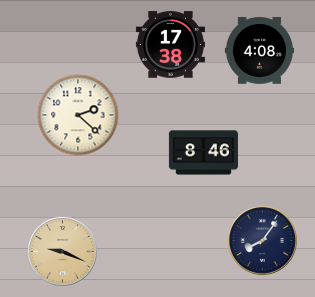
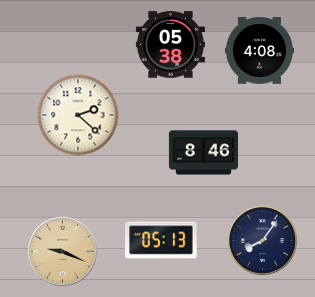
clock at (170, 45): 17:38 -> 05:38
clock at (161, 240): none -> 05:13
